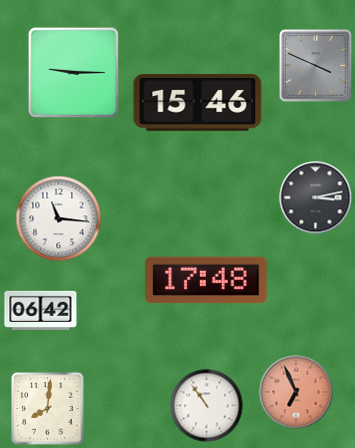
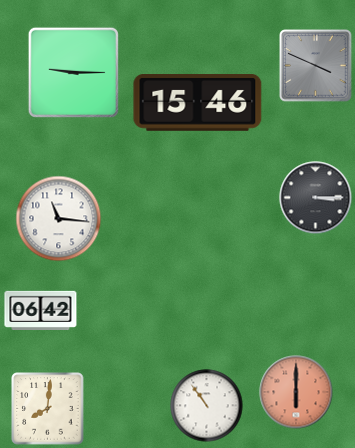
clock at (316, 198): 3:13 -> 3:15
clock at (206, 280): 17:48 -> none
clock at (296, 392): 6:56 -> 6:00
